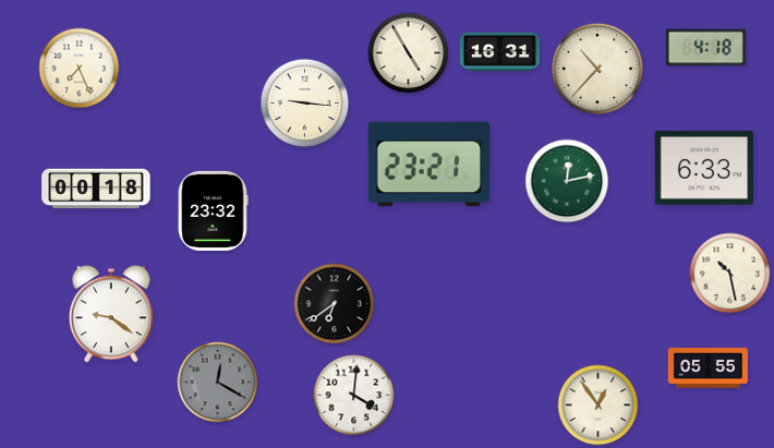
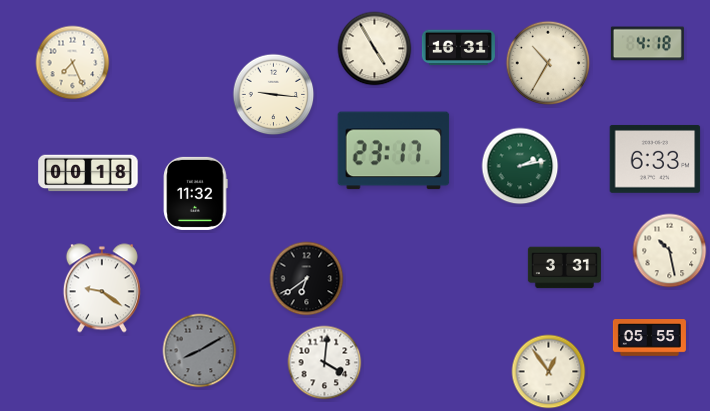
clock at (597, 69): 10:37 -> 10:35
clock at (305, 104) position: (305, 104) -> (274, 95)
clock at (430, 165): 23:21 -> 23:17
clock at (704, 168) position: (704, 168) -> (655, 159)
clock at (567, 181): 12:13 -> 2:13
clock at (214, 210): 23:32 -> 11:32
clock at (564, 268): none -> 3:31
clock at (218, 383): 12:20 -> 8:10
